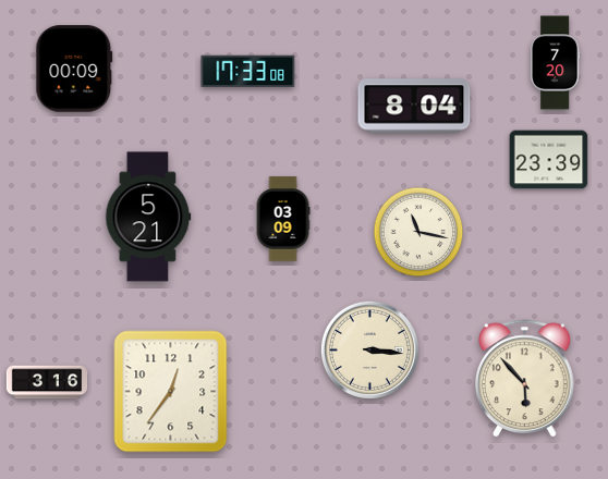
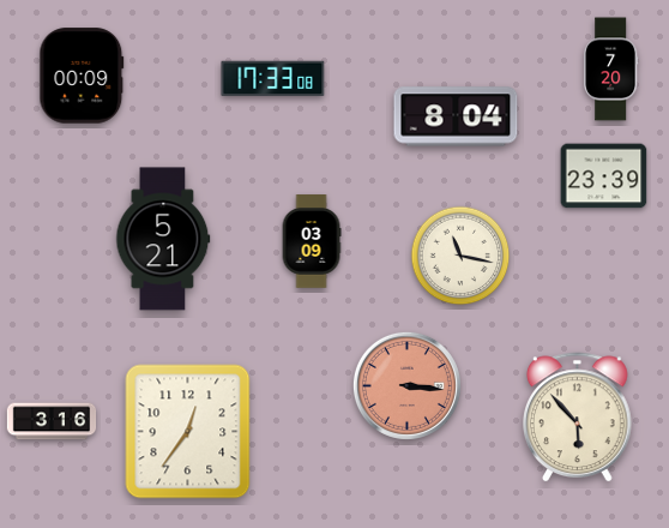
clock at (369, 349) dial: cream -> salmon
